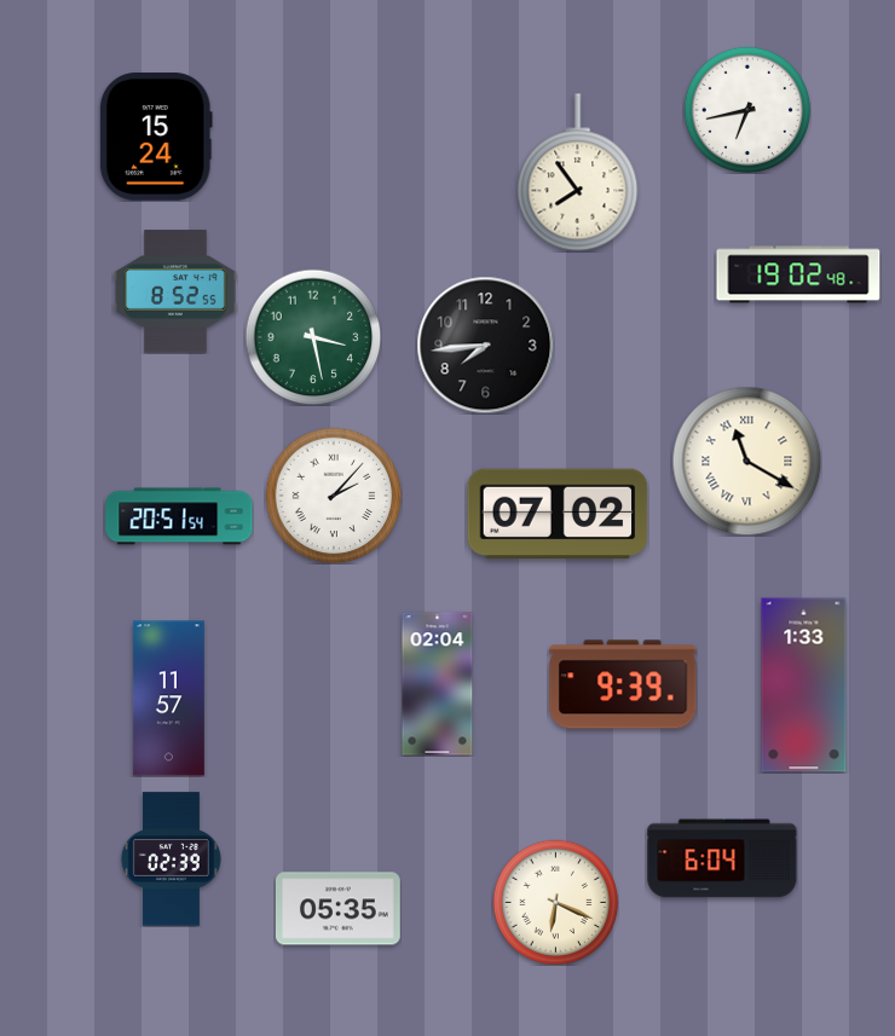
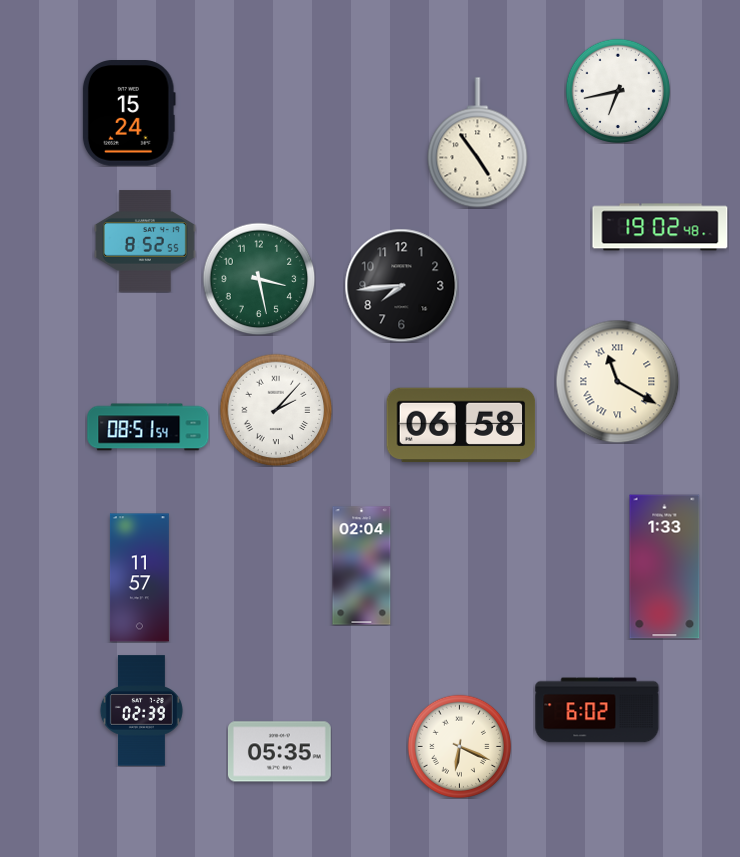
clock at (578, 173): 7:54 -> 4:54
clock at (558, 514): 07:02 -> 06:58
clock at (179, 516): 20:51 -> 08:51
clock at (623, 684): 9:39 -> none
clock at (722, 858): 6:04 -> 6:02
